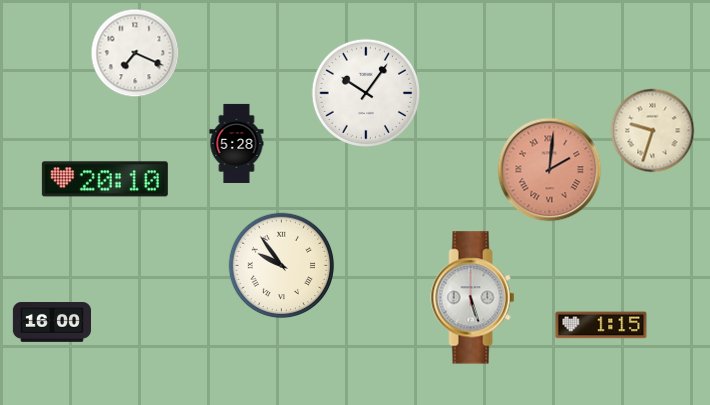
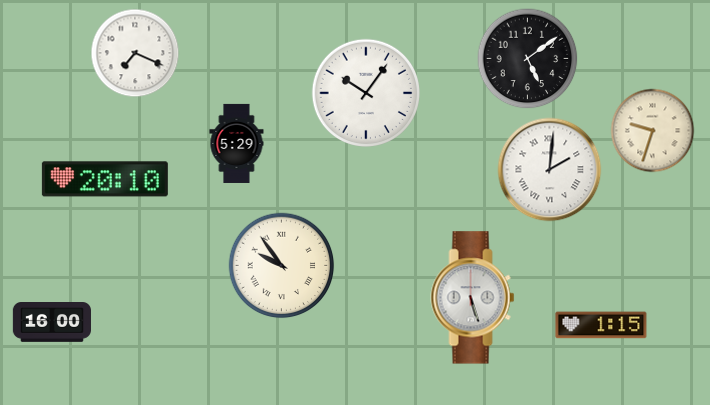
clock at (528, 59): none -> 5:09
clock at (237, 143): 5:28 -> 5:29
clock at (550, 170) dial: salmon -> white
